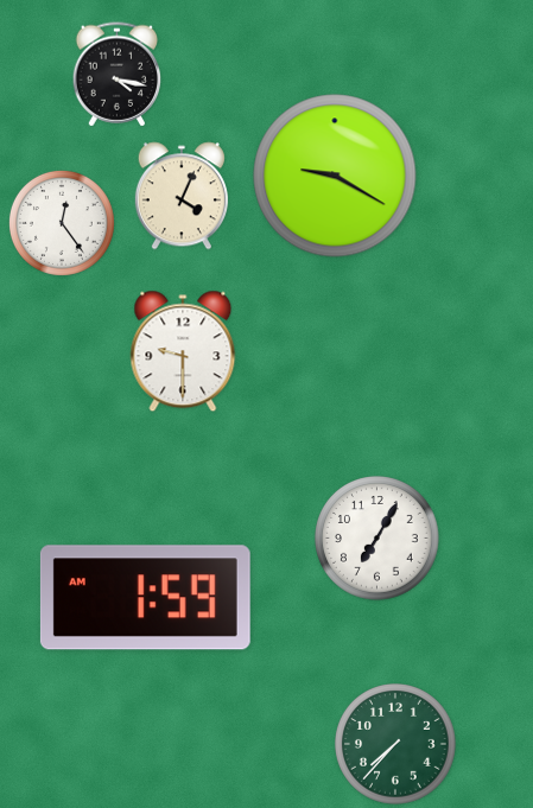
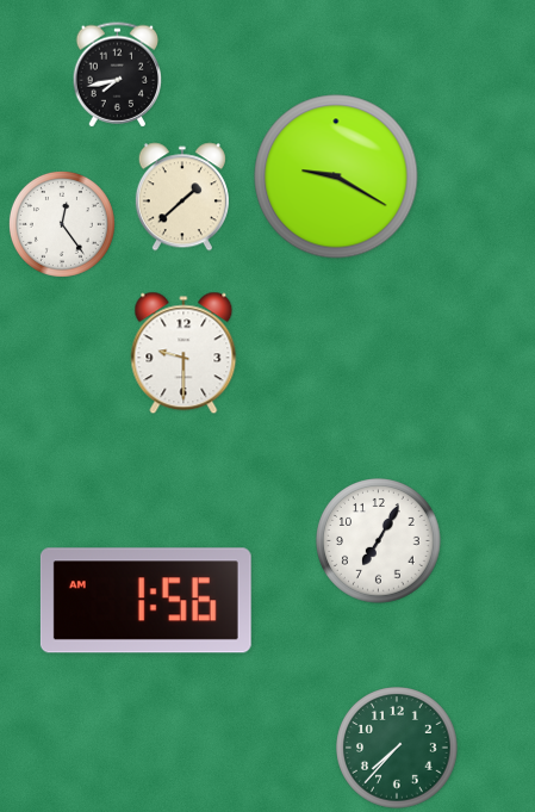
clock at (118, 75): 4:17 -> 7:43
clock at (182, 196): 4:04 -> 1:38
clock at (145, 598): 1:59 -> 1:56
